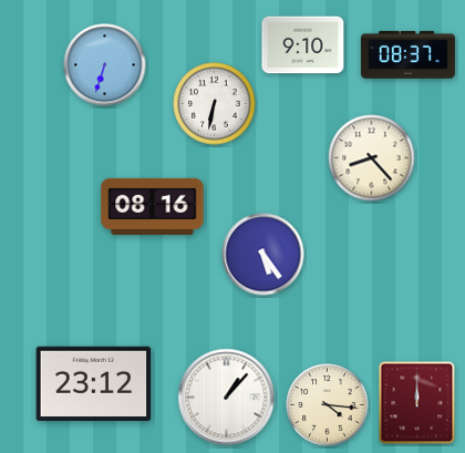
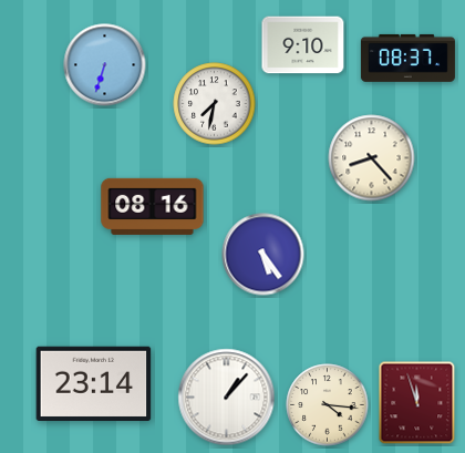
clock at (407, 54) position: (407, 54) -> (407, 58)
clock at (215, 104): 6:32 -> 7:32
clock at (94, 383): 23:12 -> 23:14
clock at (417, 403): 12:00 -> 11:57
